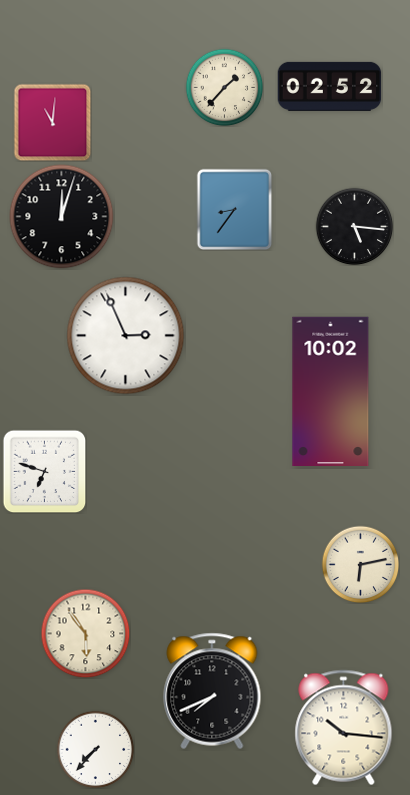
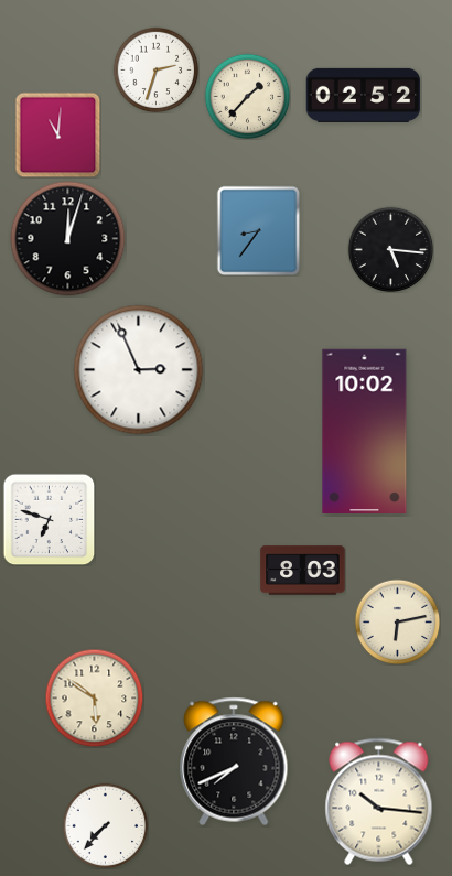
clock at (155, 69): none -> 2:33
clock at (303, 571): none -> 8:03
clock at (85, 633): 5:54 -> 5:51
